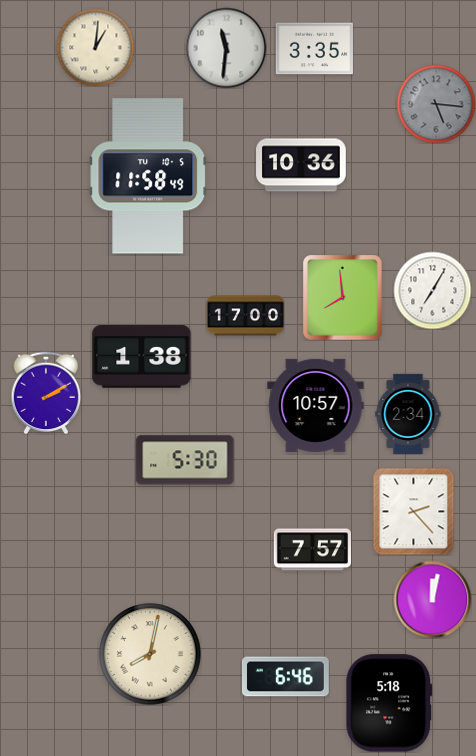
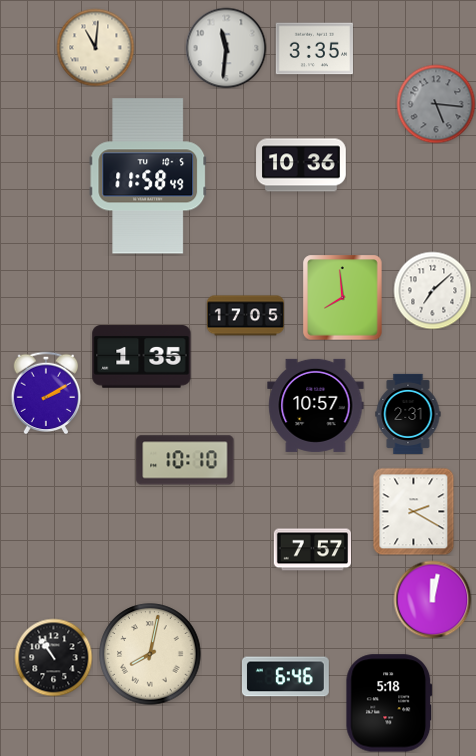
clock at (95, 47): 1:01 -> 11:01
clock at (432, 290): 7:05 -> 7:08
clock at (245, 316): 17:00 -> 17:05
clock at (142, 357): 1:38 -> 1:35
clock at (408, 414): 2:34 -> 2:31
clock at (185, 460): 5:30 -> 10:10
clock at (414, 511): 2:23 -> 2:20
clock at (53, 657): none -> 10:54
